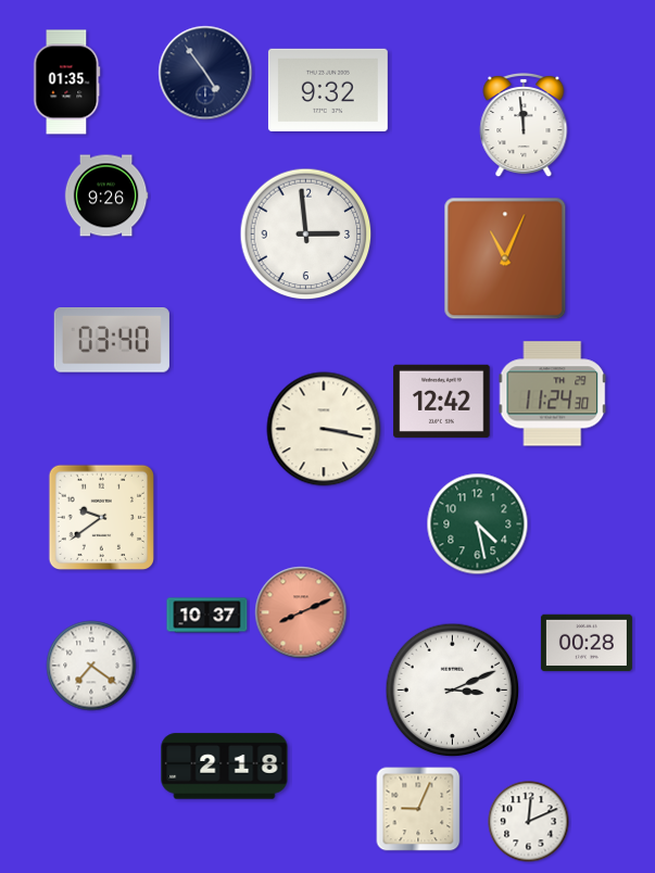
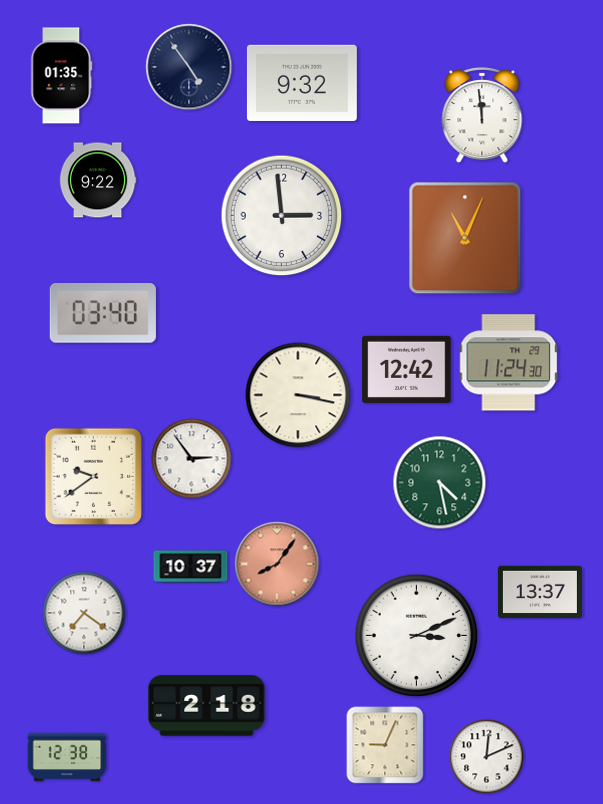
clock at (106, 195): 9:26 -> 9:22
clock at (192, 459): none -> 2:54
clock at (301, 612): 8:11 -> 8:06
clock at (587, 643): 00:28 -> 13:37
clock at (67, 757): none -> 12:38
